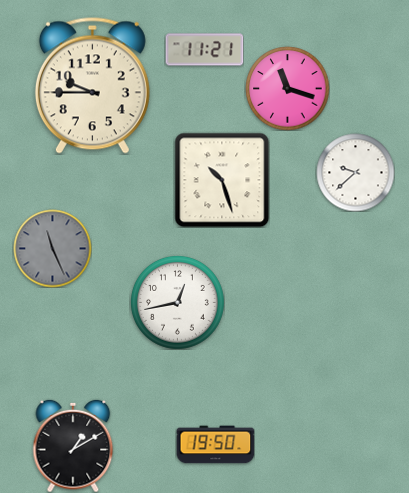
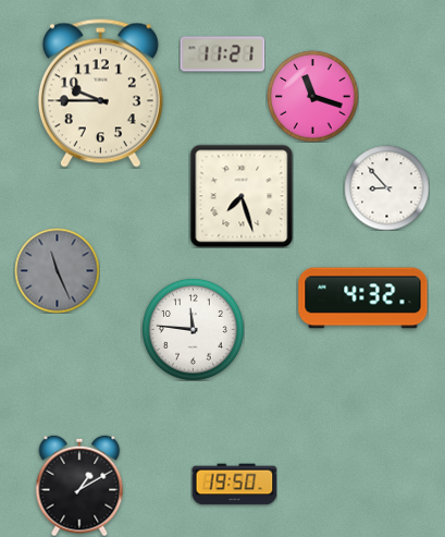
clock at (355, 172): 9:38 -> 8:53
clock at (222, 180): 10:27 -> 7:27
clock at (363, 298): none -> 4:32
clock at (177, 302): 12:43 -> 11:46
